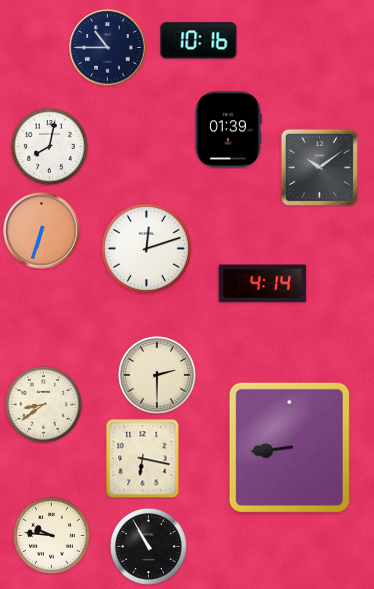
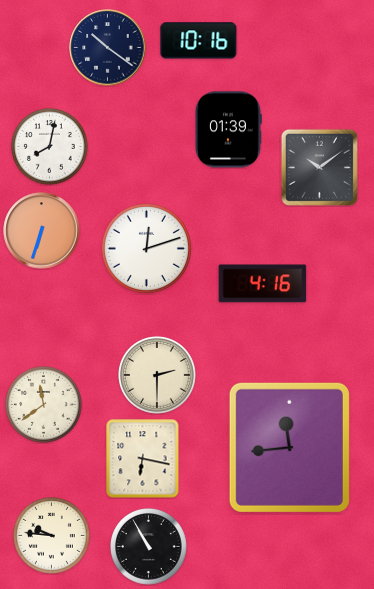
clock at (108, 48): 10:45 -> 10:21
clock at (263, 284): 4:14 -> 4:16
clock at (44, 405): 8:39 -> 11:39
clock at (289, 447): 8:44 -> 11:44
